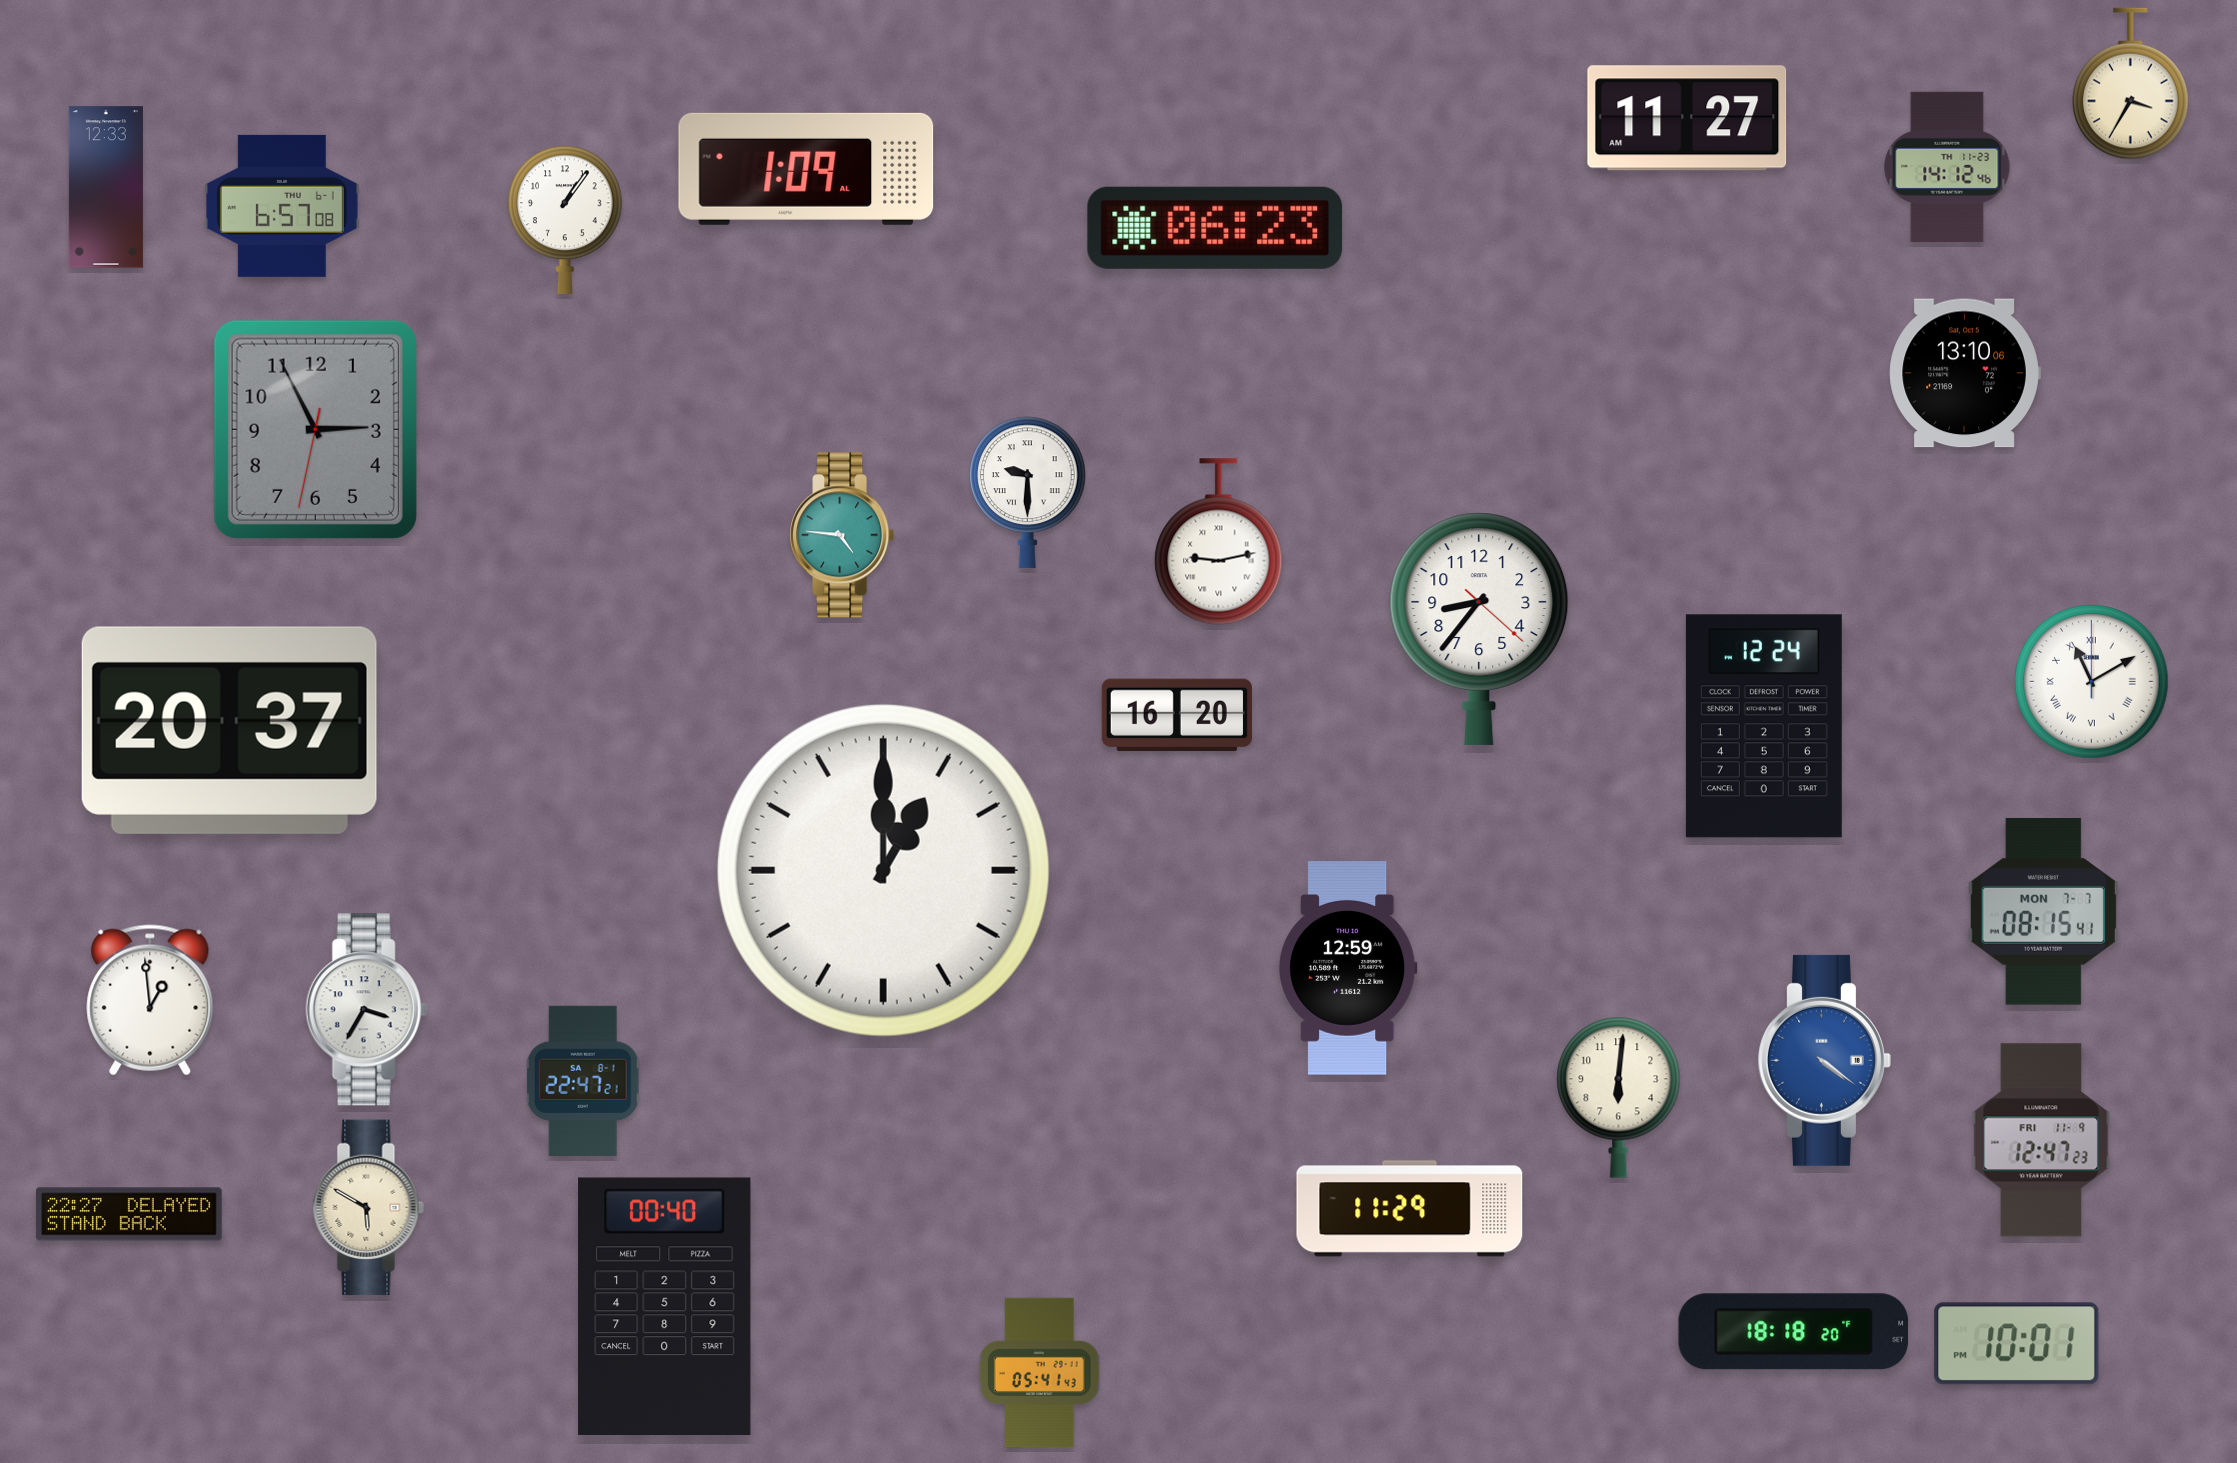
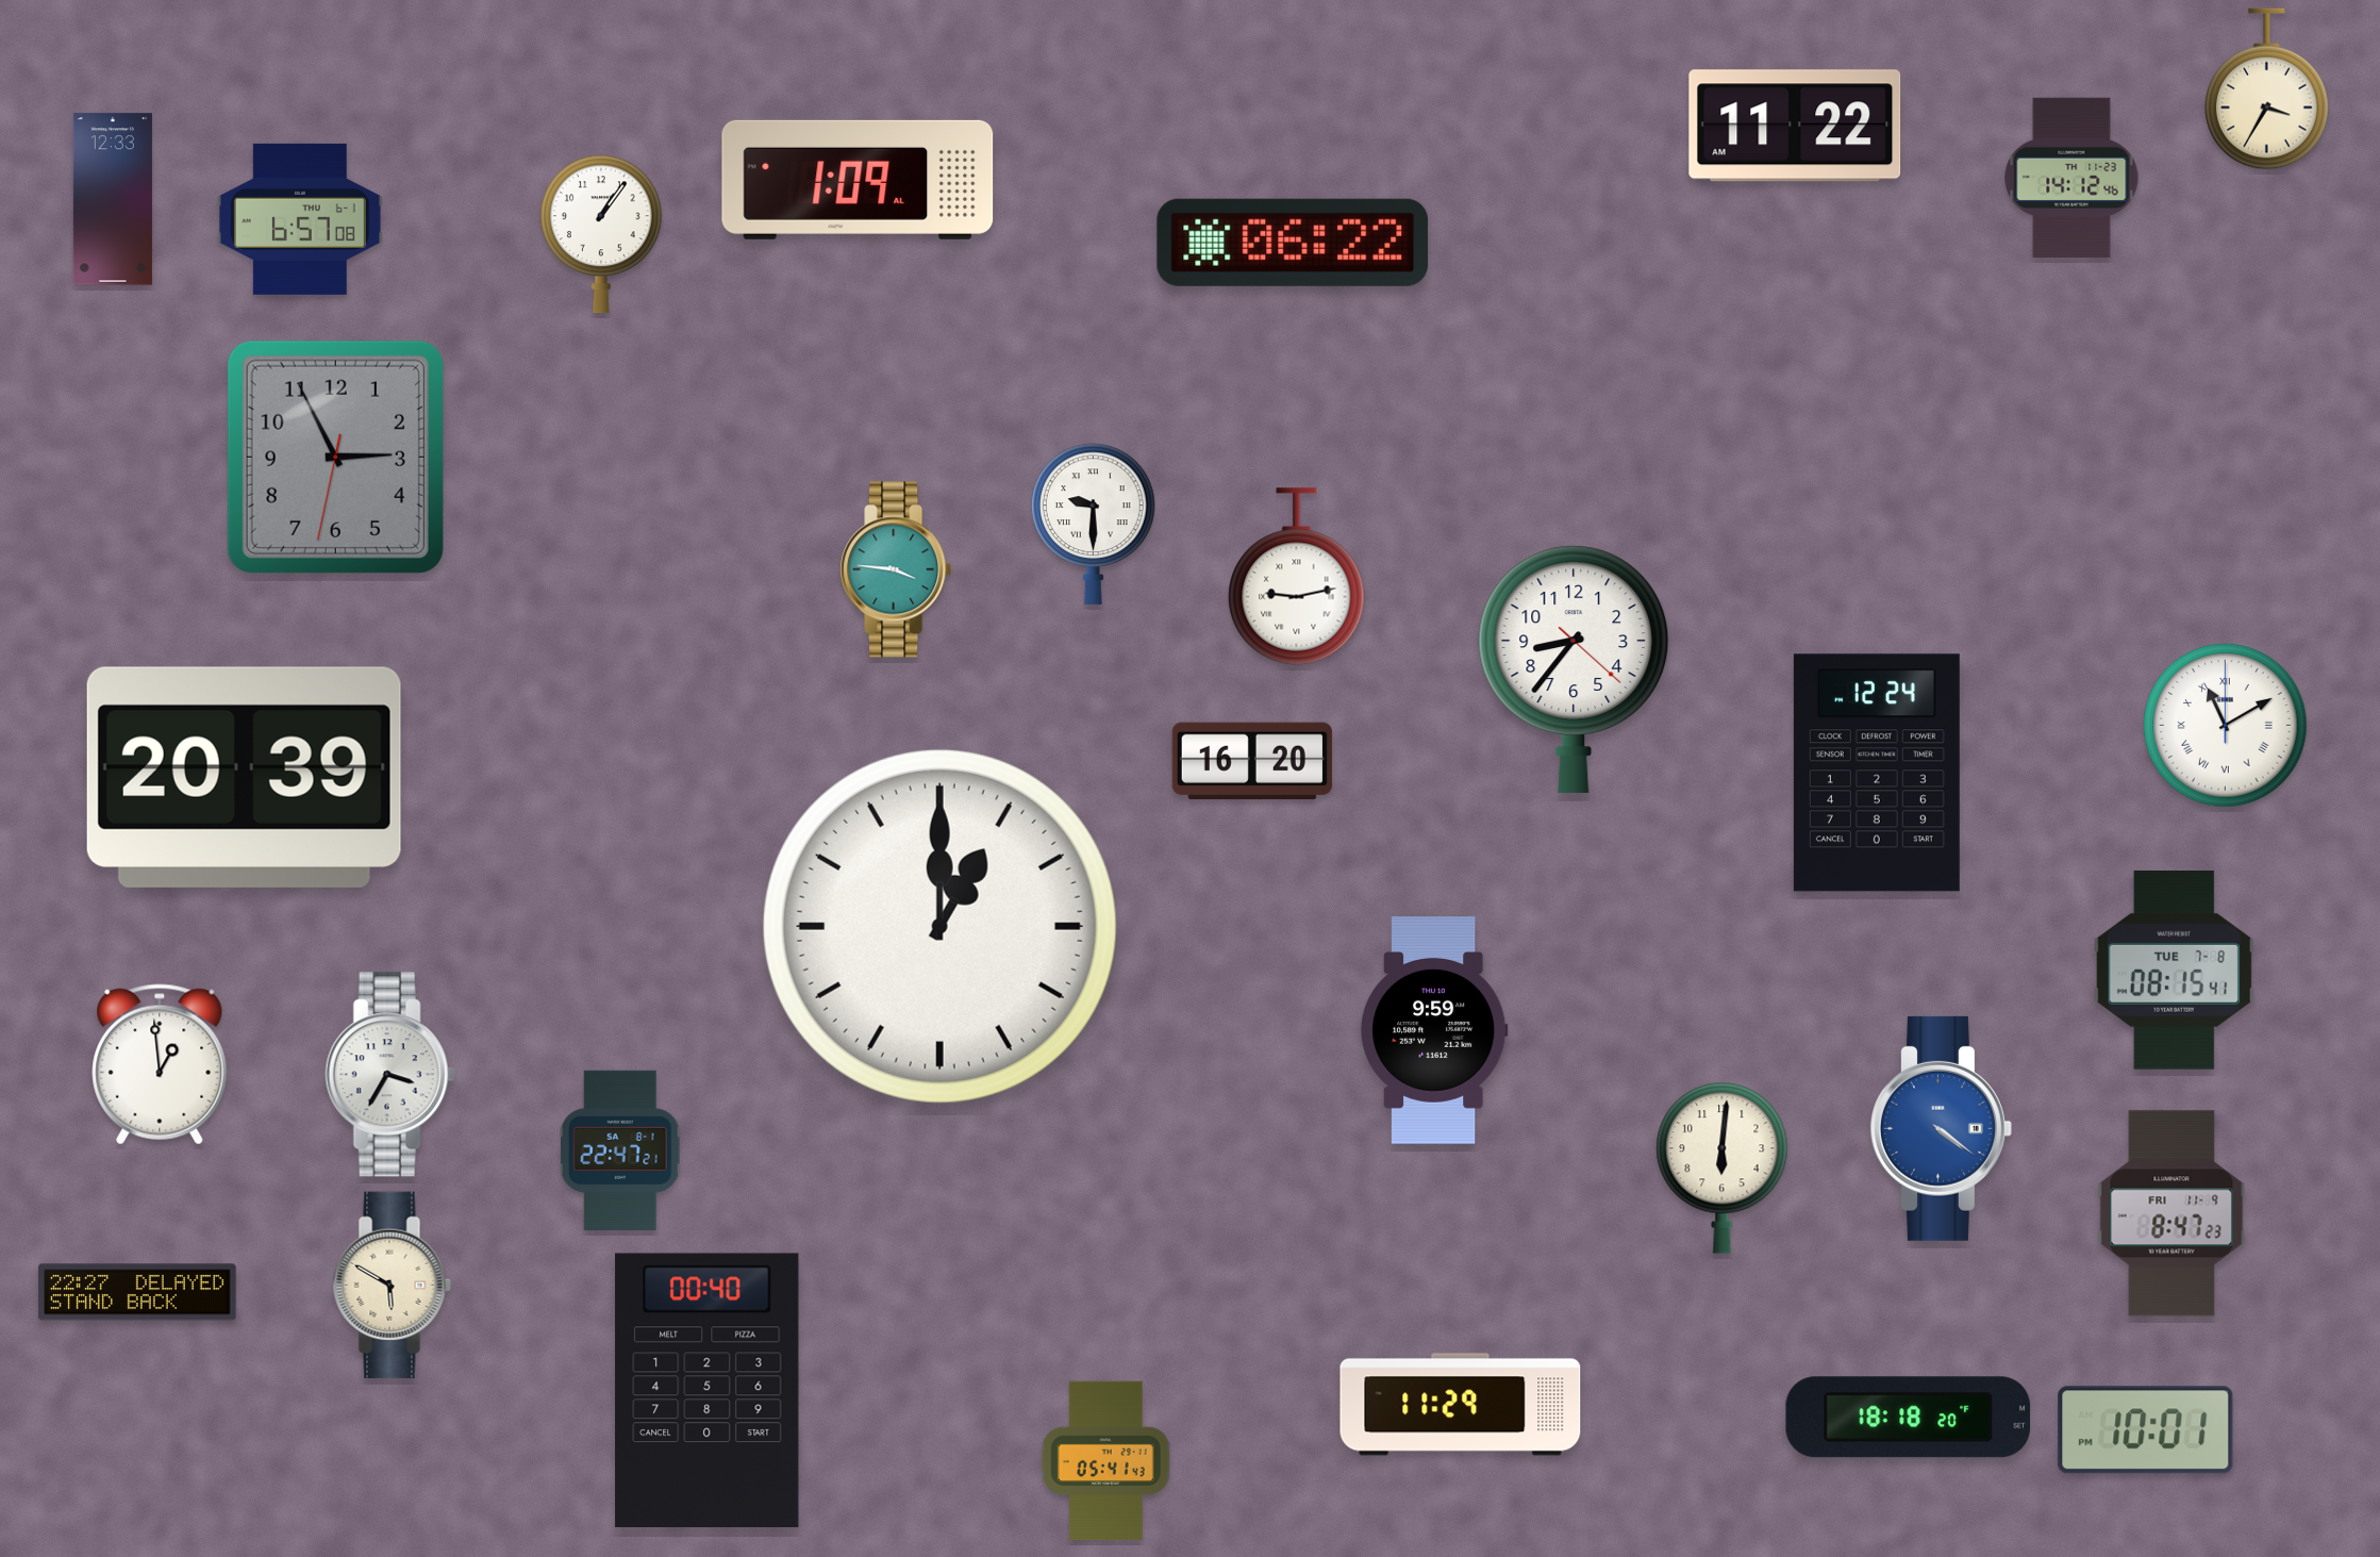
clock at (1687, 118): 11:27 -> 11:22
clock at (1215, 228): 06:23 -> 06:22
clock at (1965, 373): 13:10 -> none
clock at (842, 535): 4:46 -> 3:46
clock at (229, 730): 20:37 -> 20:39
clock at (2043, 912) date: MON 7-7 -> TUE 7-8
clock at (1348, 968): 12:59 -> 9:59
clock at (2041, 1140): 12:47 -> 8:47
clock at (1410, 1209) position: (1410, 1209) -> (1461, 1405)
